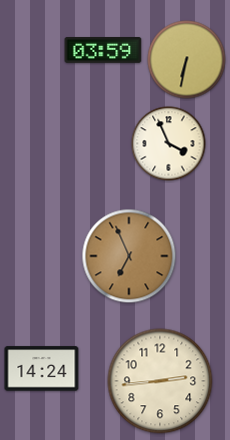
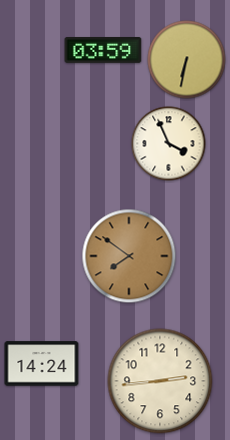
clock at (129, 256): 6:56 -> 7:51
clock at (42, 369) position: (42, 369) -> (42, 364)
